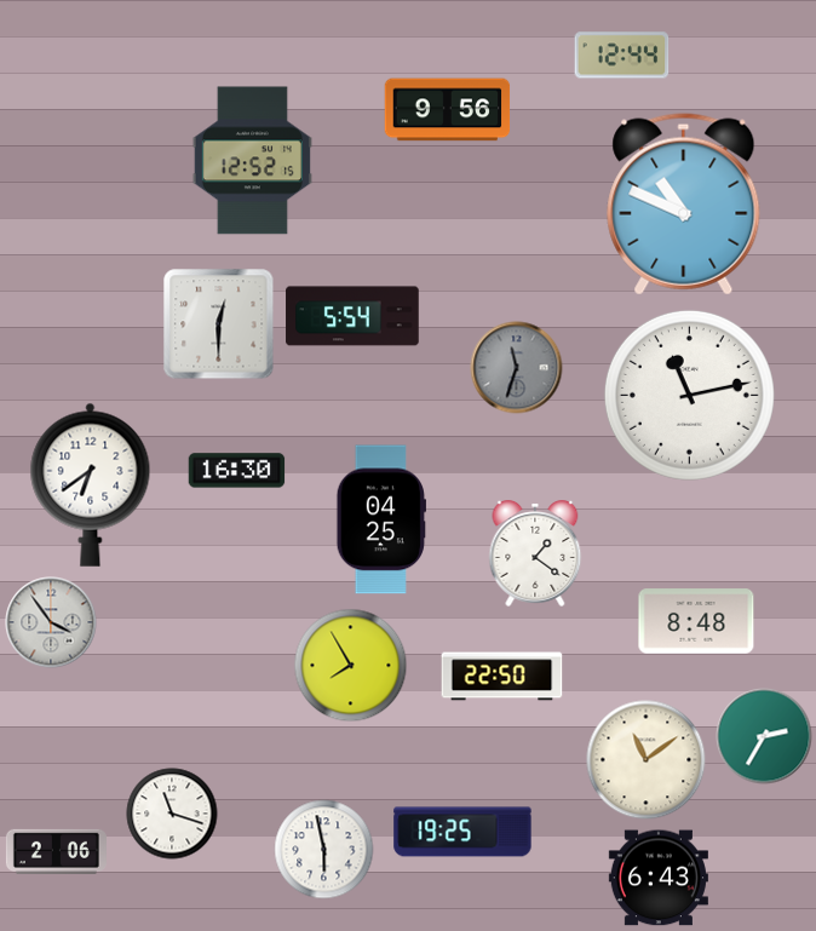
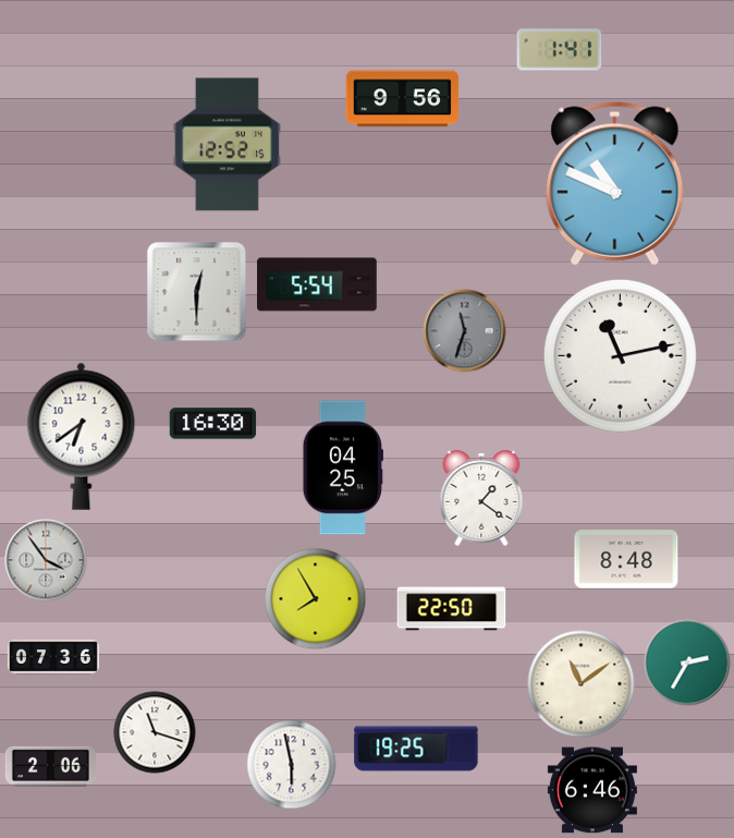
clock at (622, 56): 12:44 -> 1:41
clock at (53, 657): none -> 07:36
clock at (659, 878): 6:43 -> 6:46
